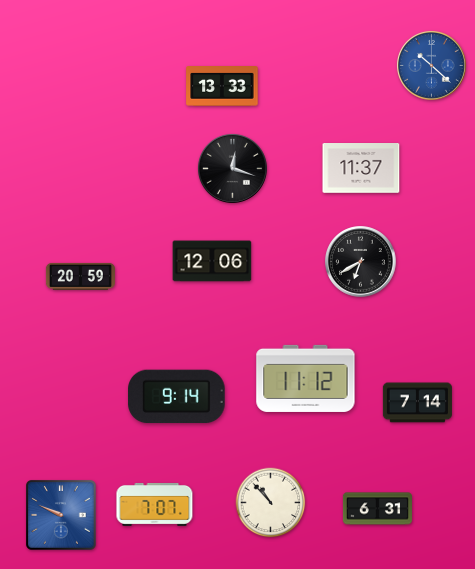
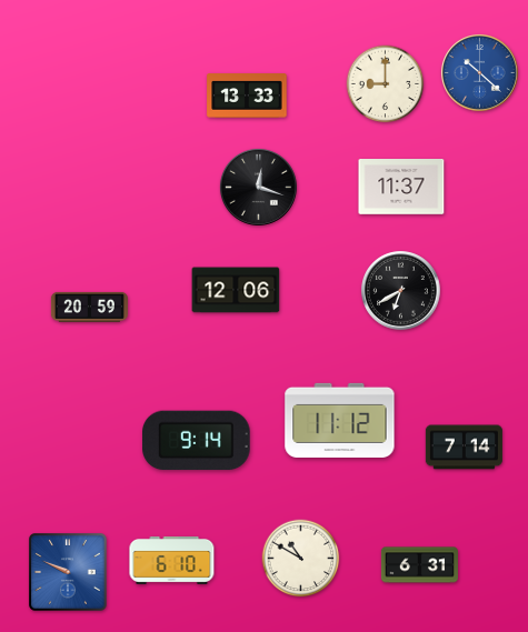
clock at (386, 84): none -> 9:00
clock at (271, 503): 10:53 -> 10:50
clock at (155, 504): 7:07 -> 6:10
